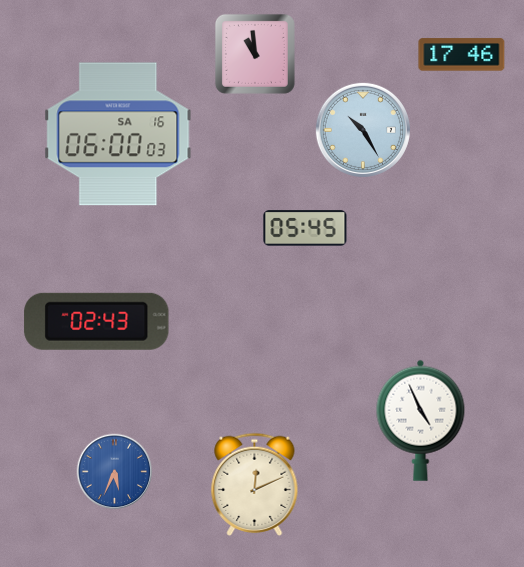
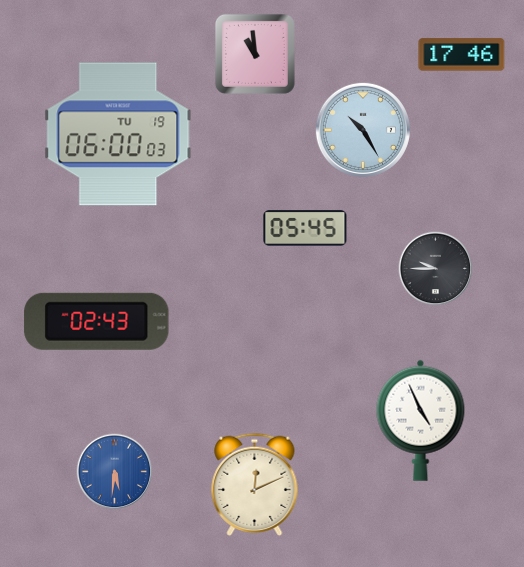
clock at (118, 134) date: SA 16 -> TU 19
clock at (436, 269): none -> 9:45
clock at (115, 472): 5:34 -> 5:31
